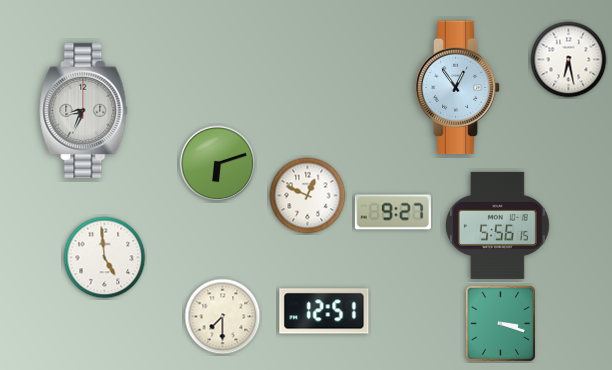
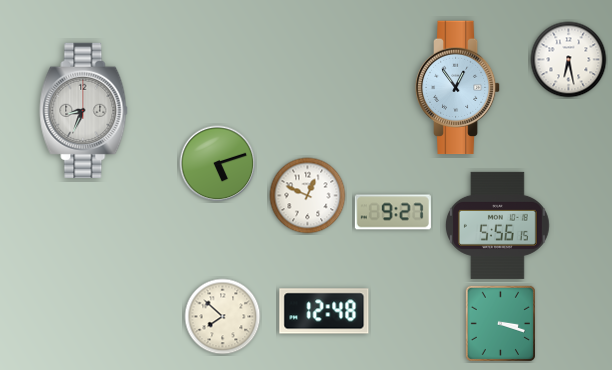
clock at (218, 164): 6:12 -> 5:12
clock at (105, 258): 4:59 -> none
clock at (324, 311): 12:51 -> 12:48
clock at (223, 317): 7:30 -> 7:52
